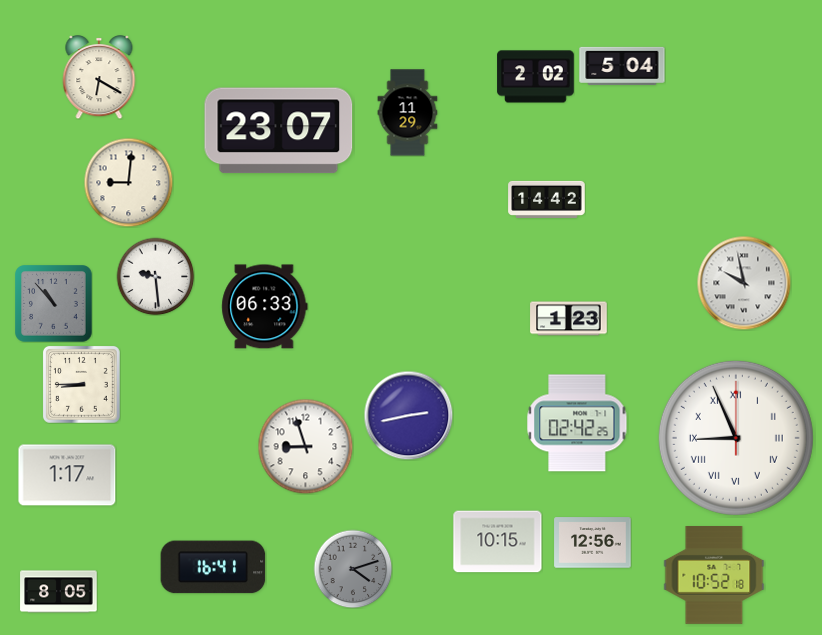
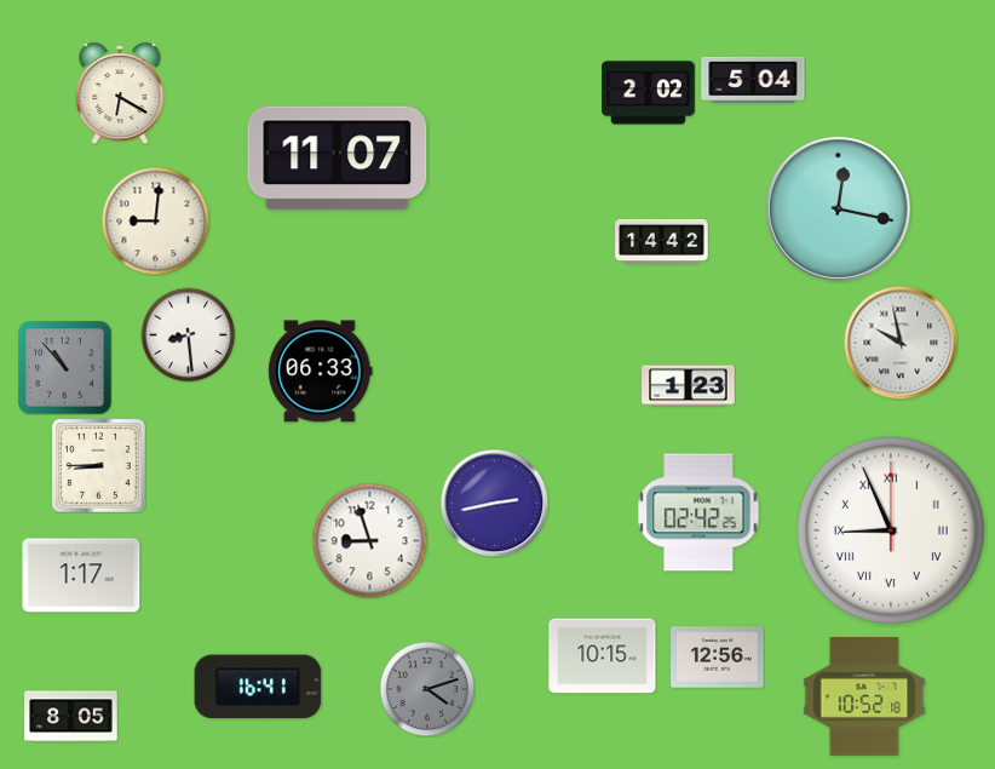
clock at (408, 113): 11:29 -> none
clock at (279, 131): 23:07 -> 11:07
clock at (838, 208): none -> 12:17
clock at (155, 276): 9:29 -> 8:29
